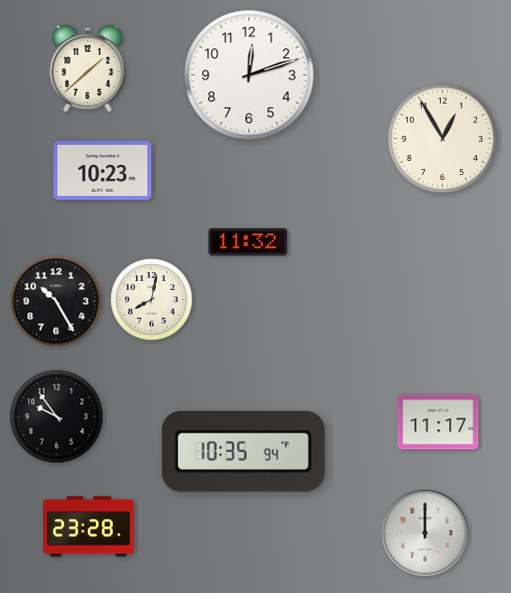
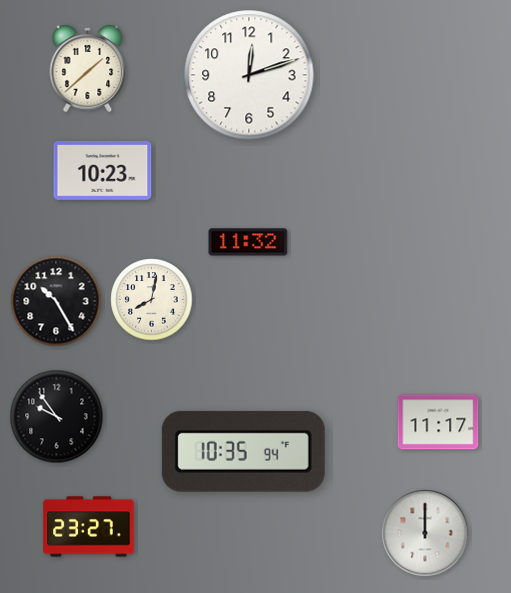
clock at (443, 139): 12:55 -> none
clock at (89, 527): 23:28 -> 23:27
